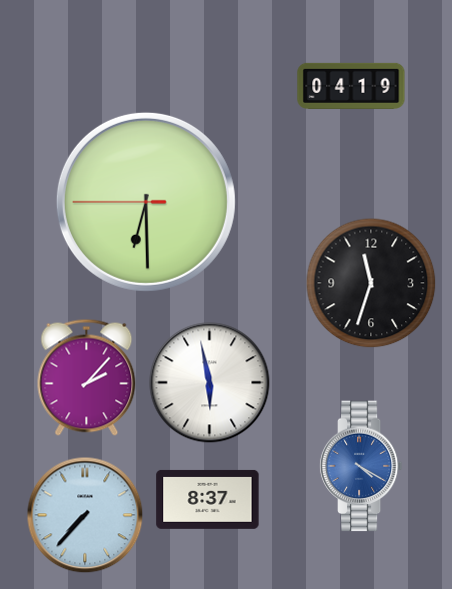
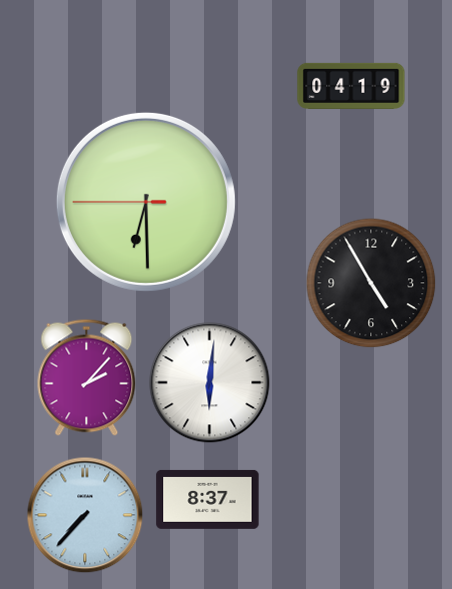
clock at (371, 283): 11:33 -> 4:55
clock at (210, 383): 5:58 -> 6:01
clock at (361, 466): 4:20 -> none
